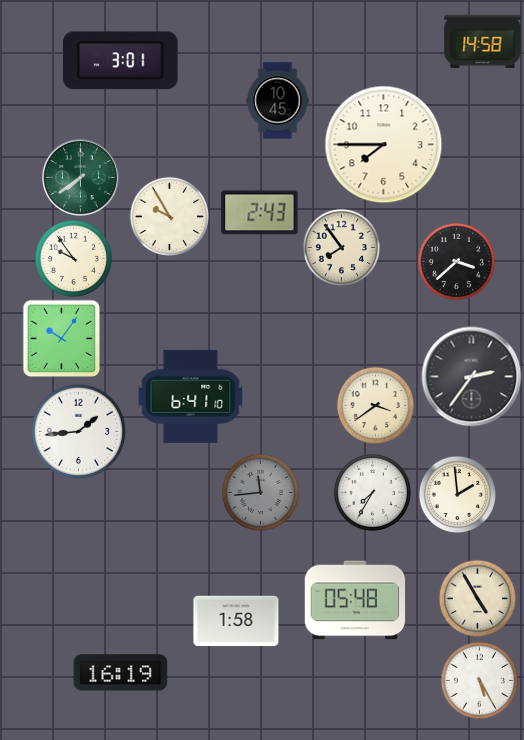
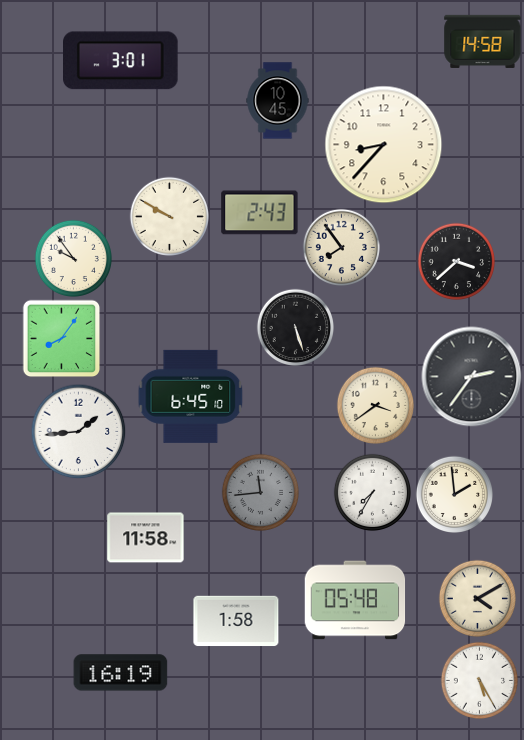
clock at (384, 145): 7:45 -> 8:37
clock at (80, 177): 7:39 -> none
clock at (169, 216): 9:55 -> 9:50
clock at (295, 327): none -> 5:27
clock at (61, 338): 10:06 -> 8:06
clock at (191, 396): 6:41 -> 6:45
clock at (457, 494) position: (457, 494) -> (454, 494)
clock at (146, 538): none -> 11:58
clock at (477, 598): 4:55 -> 4:10
